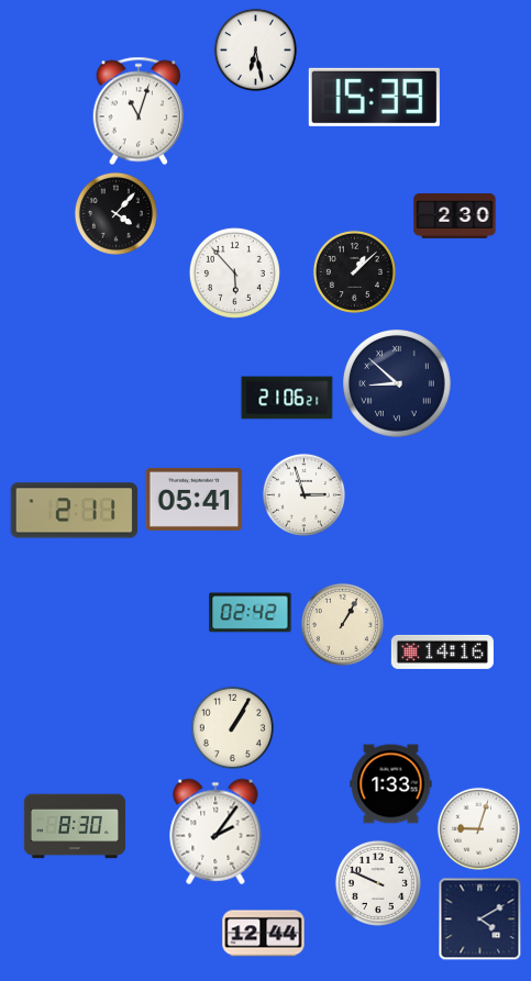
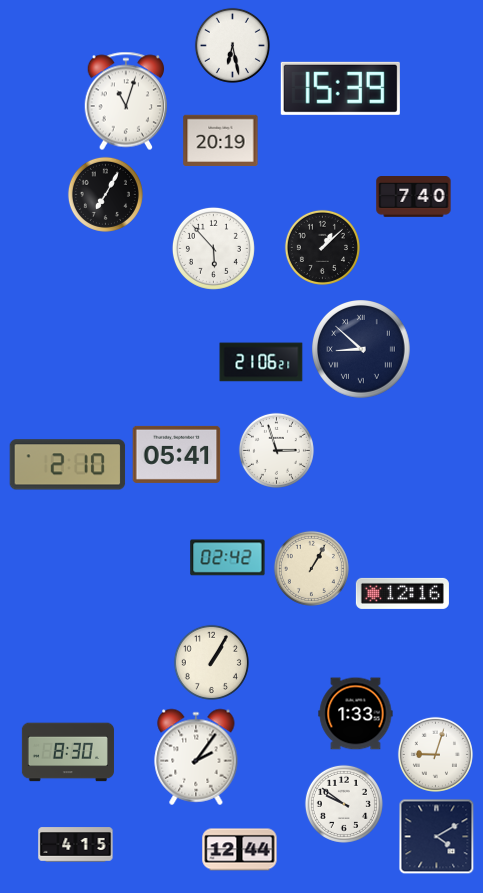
clock at (221, 140): none -> 20:19
clock at (115, 213): 4:07 -> 7:05
clock at (455, 216): 2:30 -> 7:40
clock at (75, 511): 2:11 -> 2:10
clock at (442, 651): 14:16 -> 12:16
clock at (378, 883): 9:49 -> 9:51
clock at (76, 845): none -> 4:15
